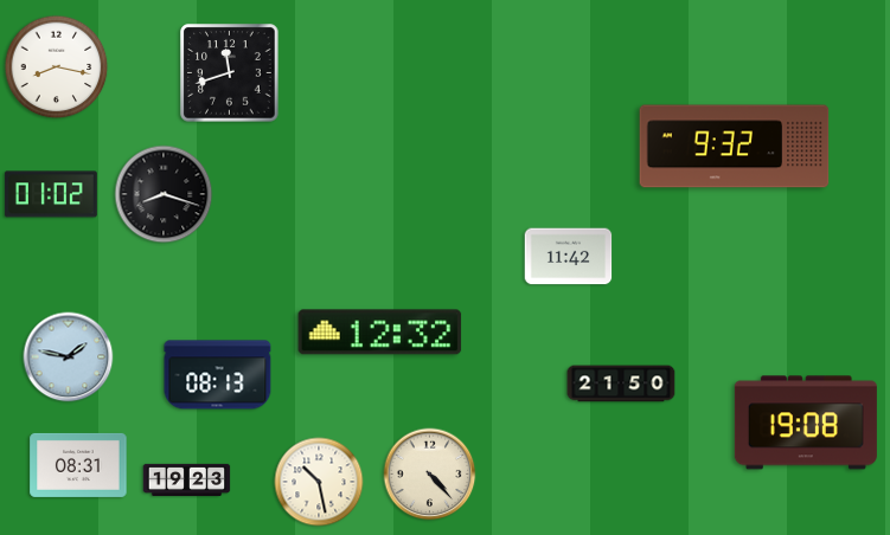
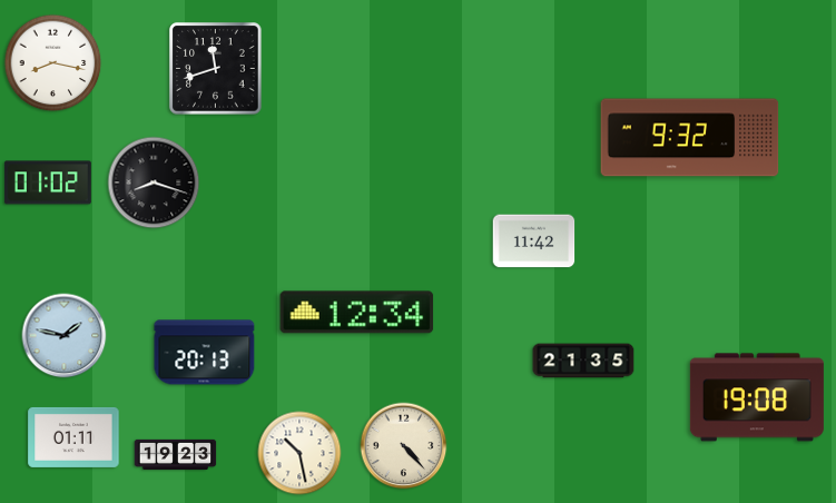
clock at (380, 333): 12:32 -> 12:34
clock at (218, 375): 08:13 -> 20:13
clock at (621, 383): 21:50 -> 21:35
clock at (78, 465): 08:31 -> 01:11
clock at (187, 479) position: (187, 479) -> (176, 454)
